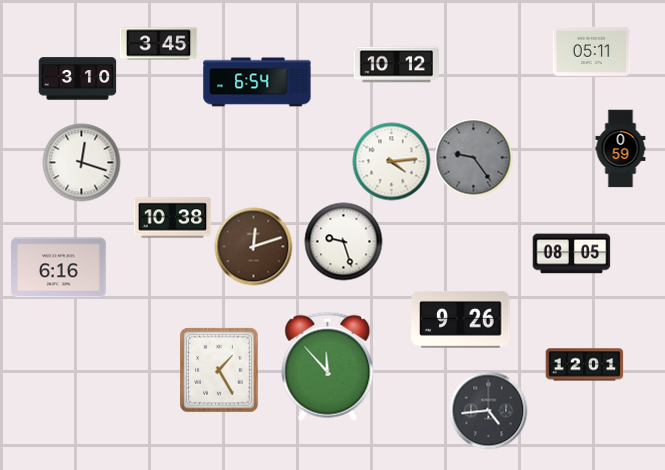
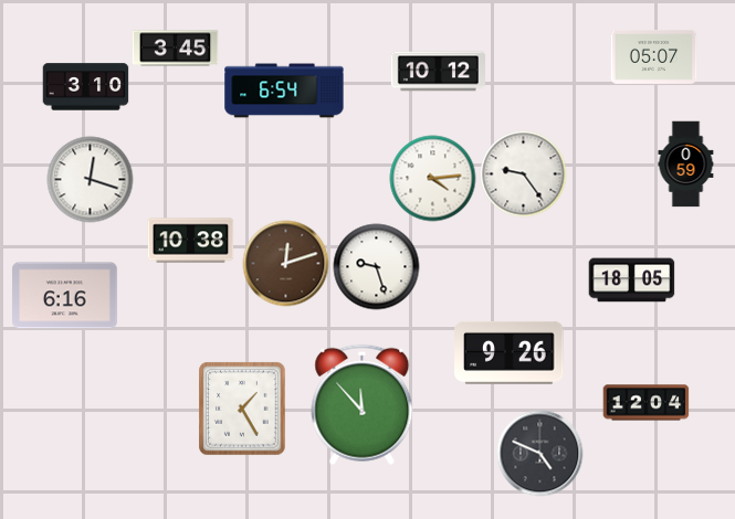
clock at (591, 51): 05:11 -> 05:07
clock at (473, 157) dial: grey -> white
clock at (343, 241) position: (343, 241) -> (376, 266)
clock at (253, 246) position: (253, 246) -> (285, 263)
clock at (571, 254): 08:05 -> 18:05
clock at (584, 365): 12:01 -> 12:04
clock at (488, 410): 4:44 -> 4:49
